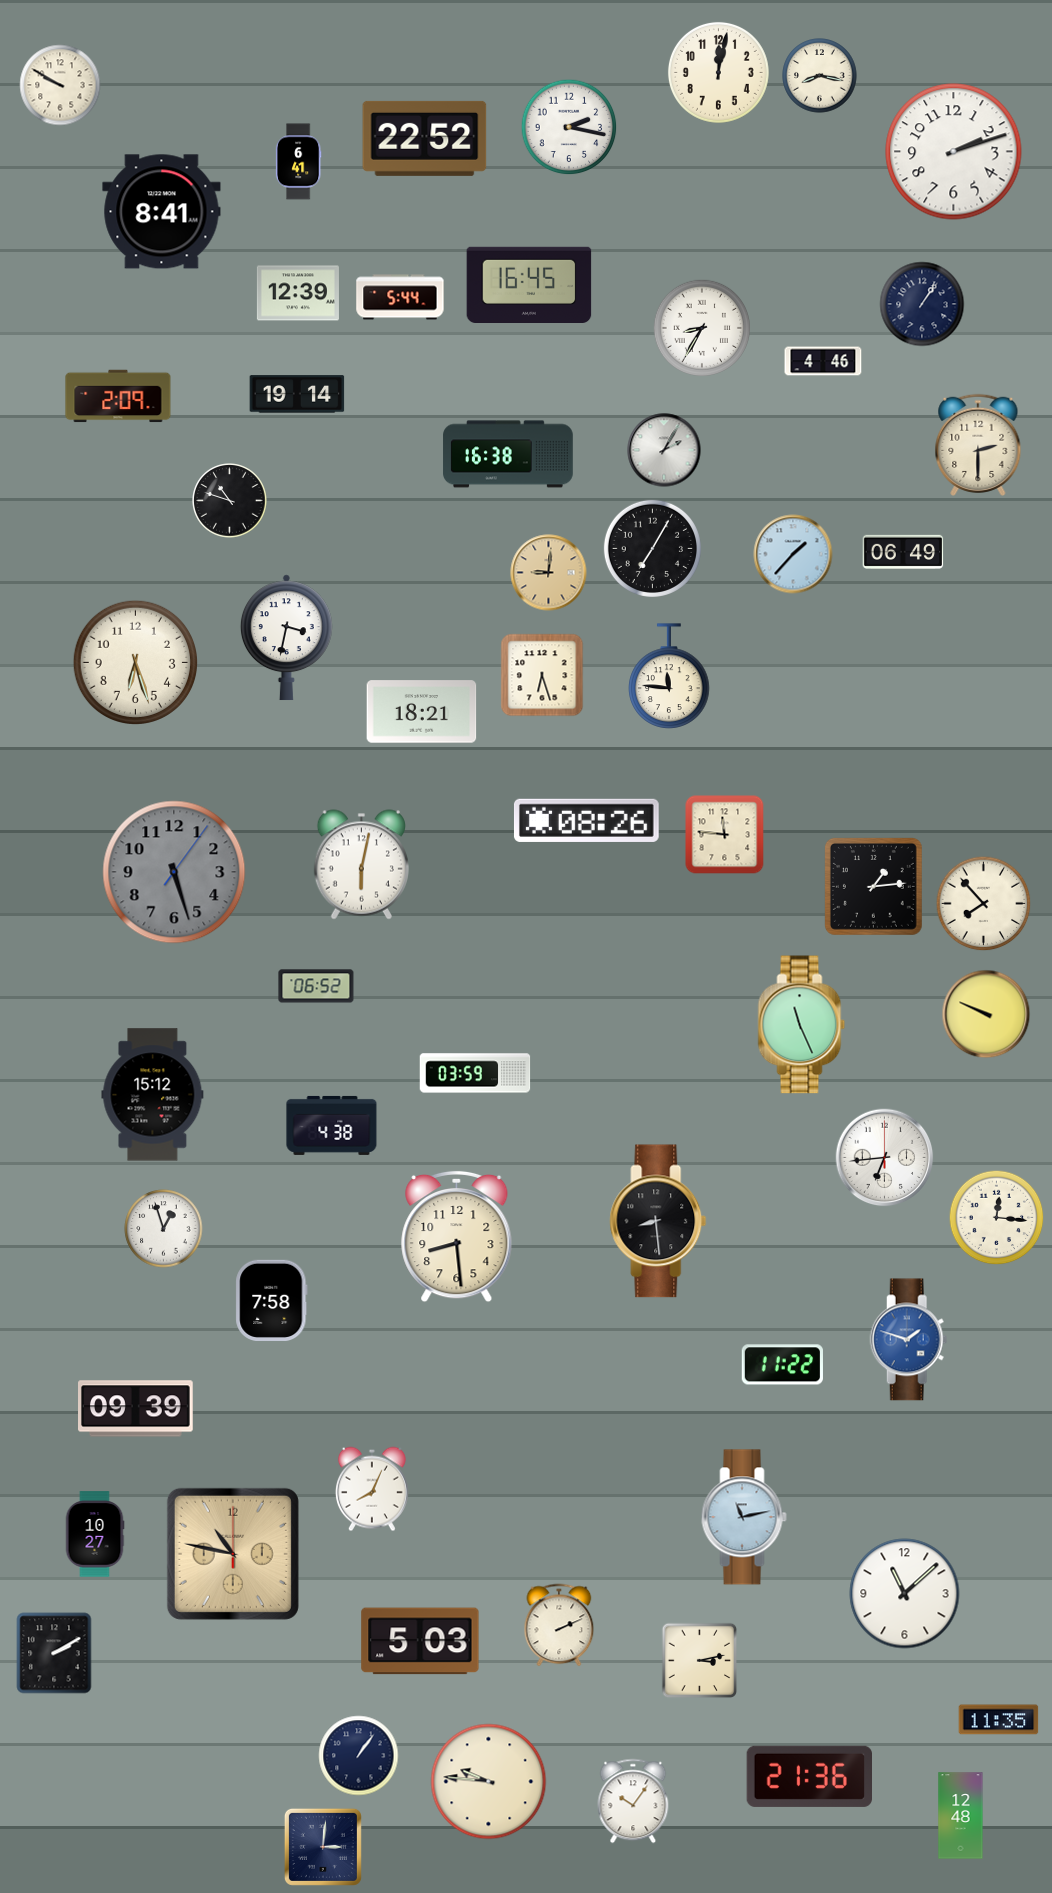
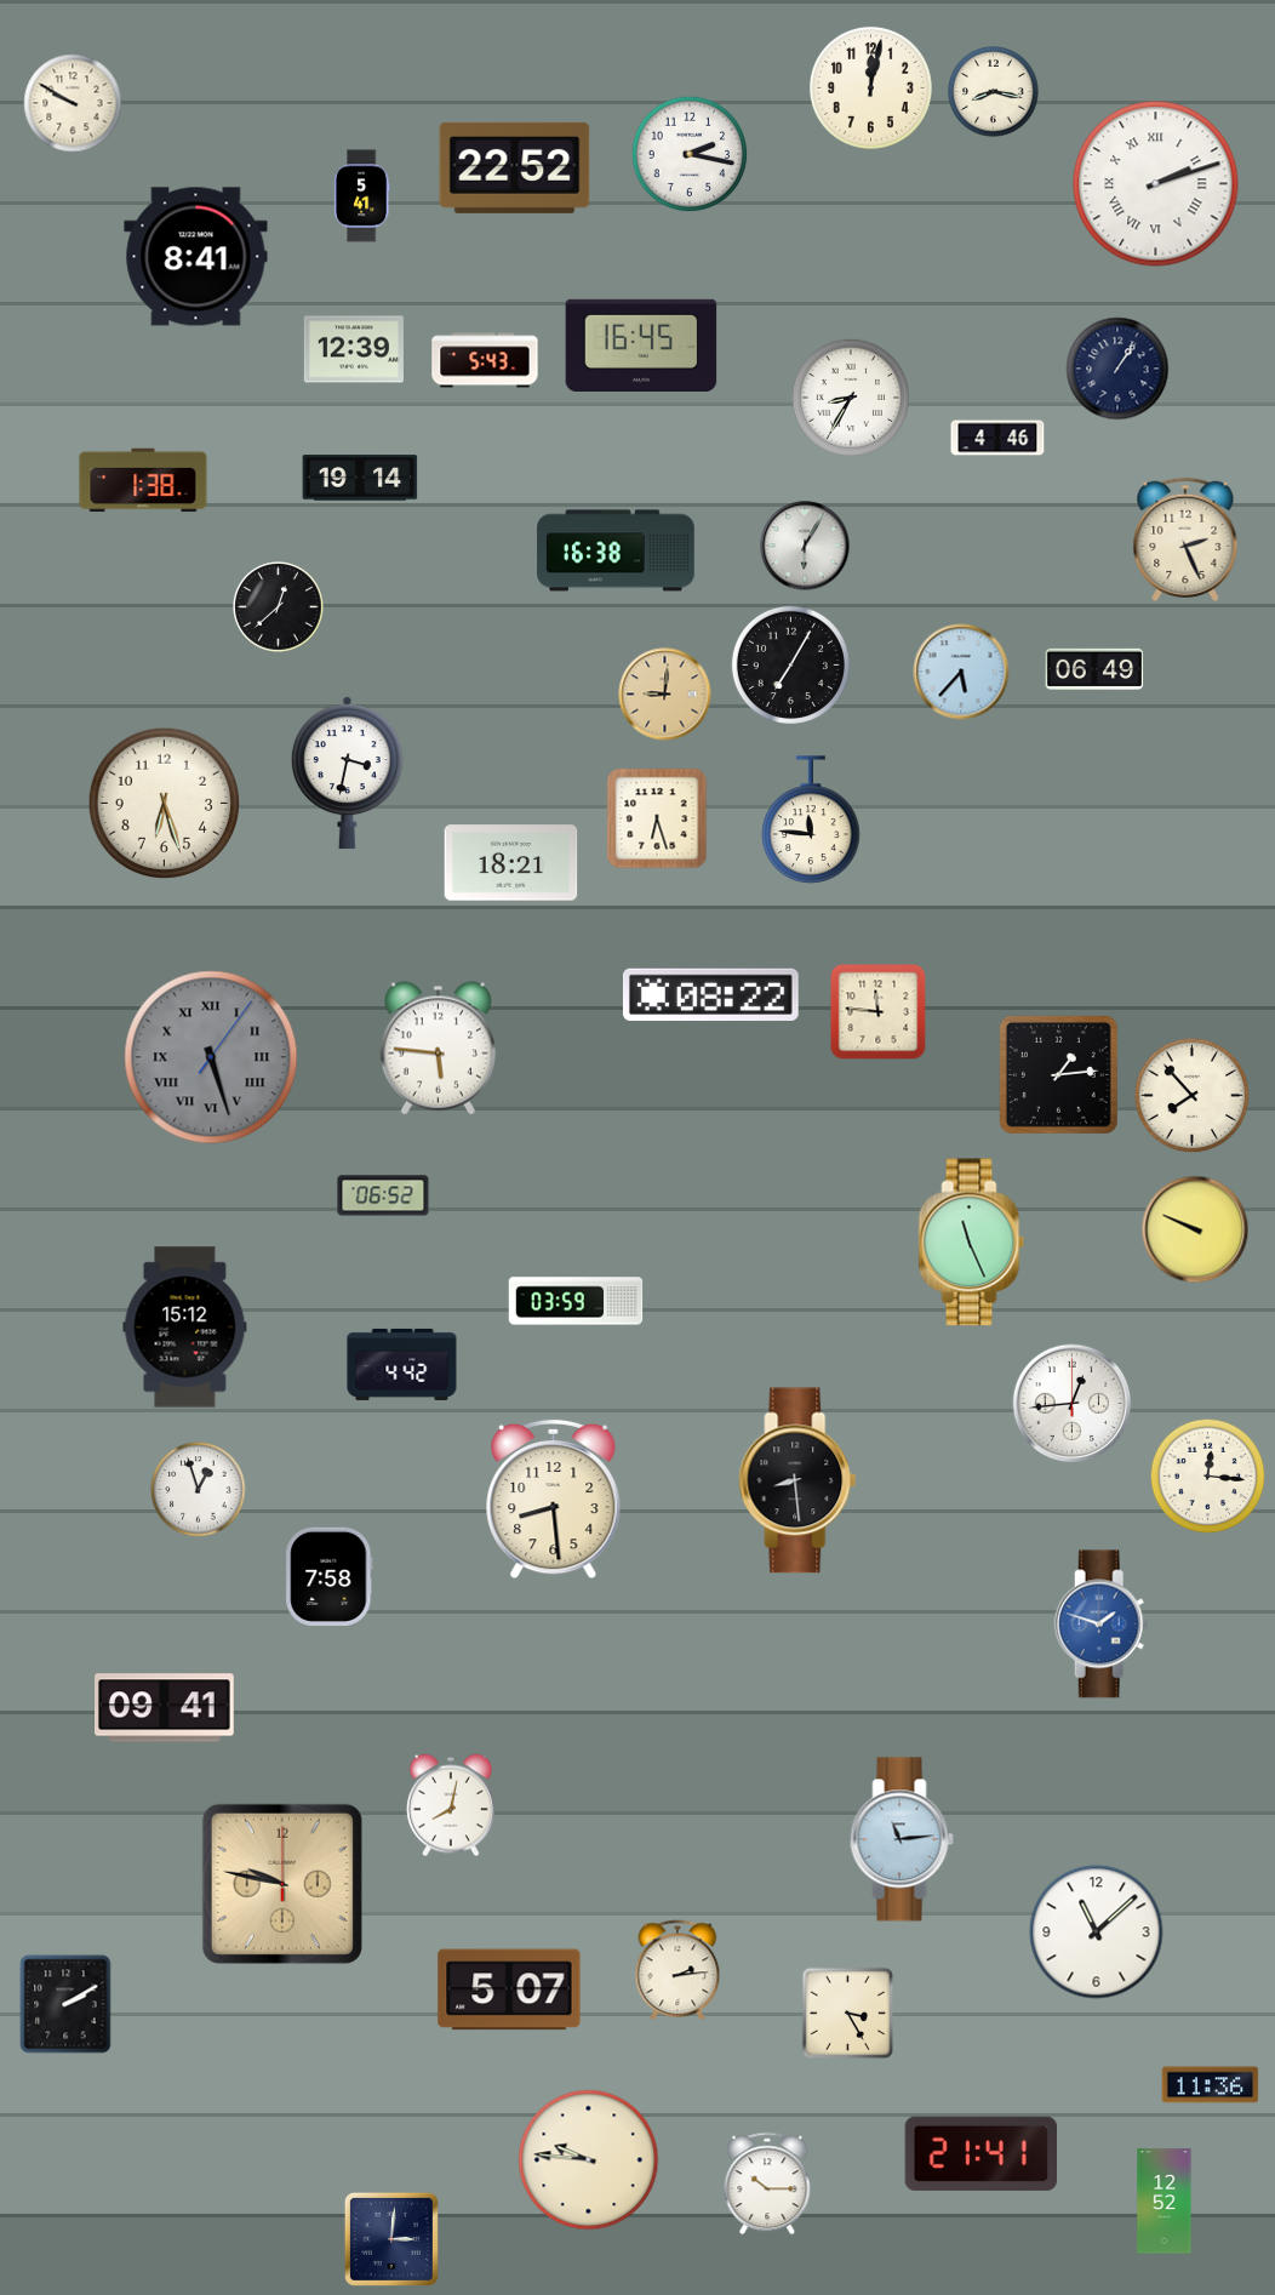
clock at (954, 152) numerals: Arabic -> Roman
clock at (298, 162): 6:41 -> 5:41
clock at (298, 293) position: (298, 293) -> (354, 349)
clock at (400, 297): 5:44 -> 5:43
clock at (118, 396): 2:09 -> 1:38
clock at (978, 445): 2:30 -> 2:26
clock at (664, 450): 2:05 -> 6:05
clock at (230, 501): 10:48 -> 12:38
clock at (793, 554): 1:37 -> 5:37
clock at (586, 820): 08:26 -> 08:22
clock at (361, 865): 6:02 -> 5:46
clock at (174, 872) numerals: Arabic -> Roman
clock at (332, 1125): 4:38 -> 4:42
clock at (885, 1158): 6:44 -> 12:44
clock at (782, 1365): 11:22 -> none
clock at (136, 1409): 09:39 -> 09:41
clock at (372, 1489): 8:04 -> 8:02
clock at (744, 1517): 11:13 -> 11:14
clock at (95, 1534): 10:27 -> none
clock at (233, 1554): 10:47 -> 9:47
clock at (559, 1625): 2:11 -> 2:14
clock at (420, 1641): 5:03 -> 5:07
clock at (700, 1661): 3:13 -> 3:25
clock at (999, 1720): 11:35 -> 11:36
clock at (359, 1756): 1:06 -> none
clock at (809, 1776): 21:36 -> 21:41
clock at (489, 1782) position: (489, 1782) -> (589, 2160)
clock at (633, 1801): 10:06 -> 10:15
clock at (961, 1816): 12:48 -> 12:52
